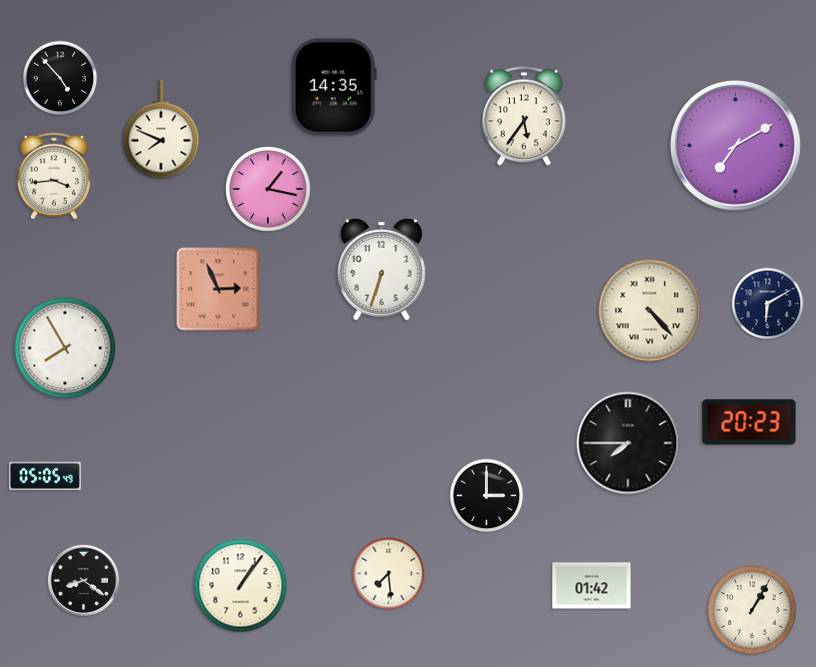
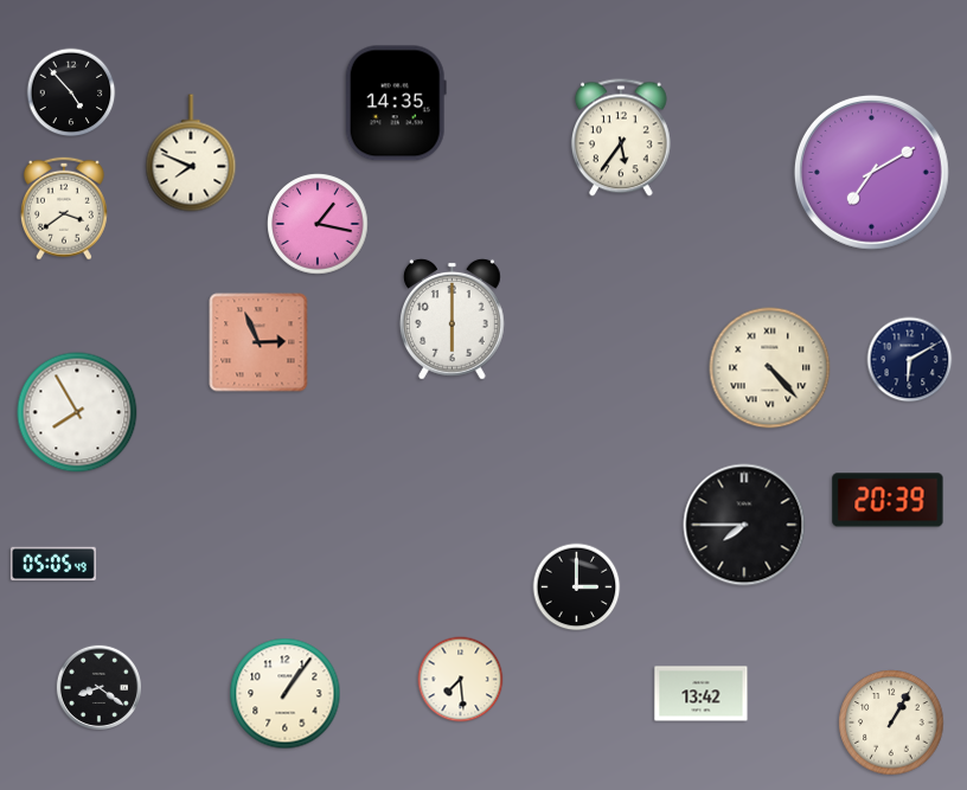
clock at (54, 176): 3:44 -> 3:39
clock at (381, 269): 6:33 -> 6:00
clock at (749, 422): 20:23 -> 20:39
clock at (592, 586): 01:42 -> 13:42
